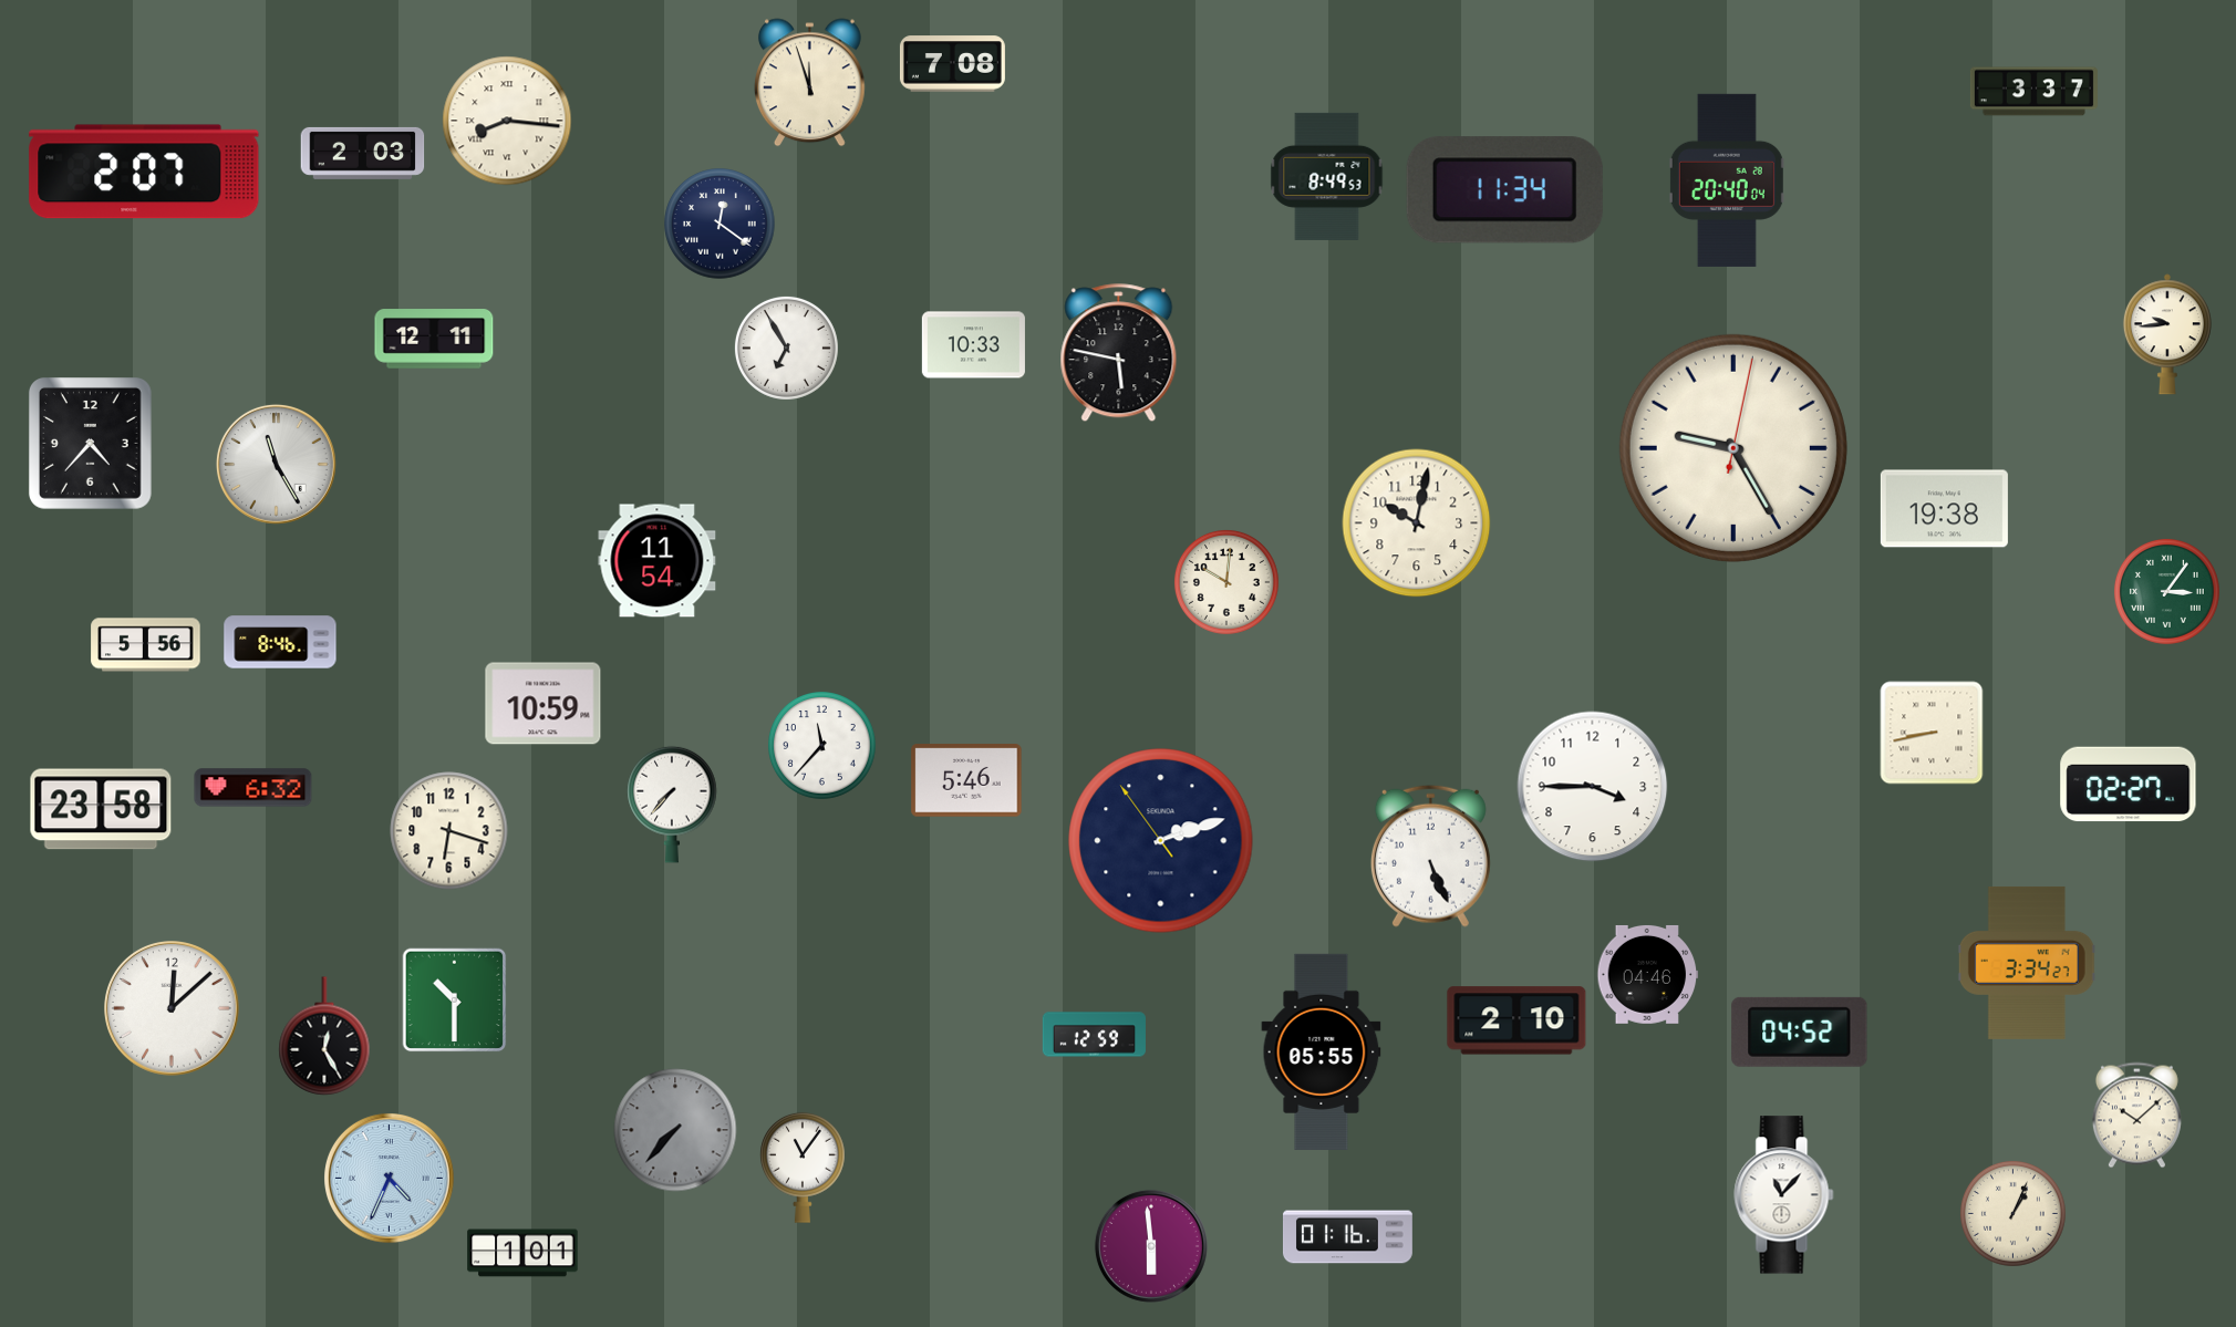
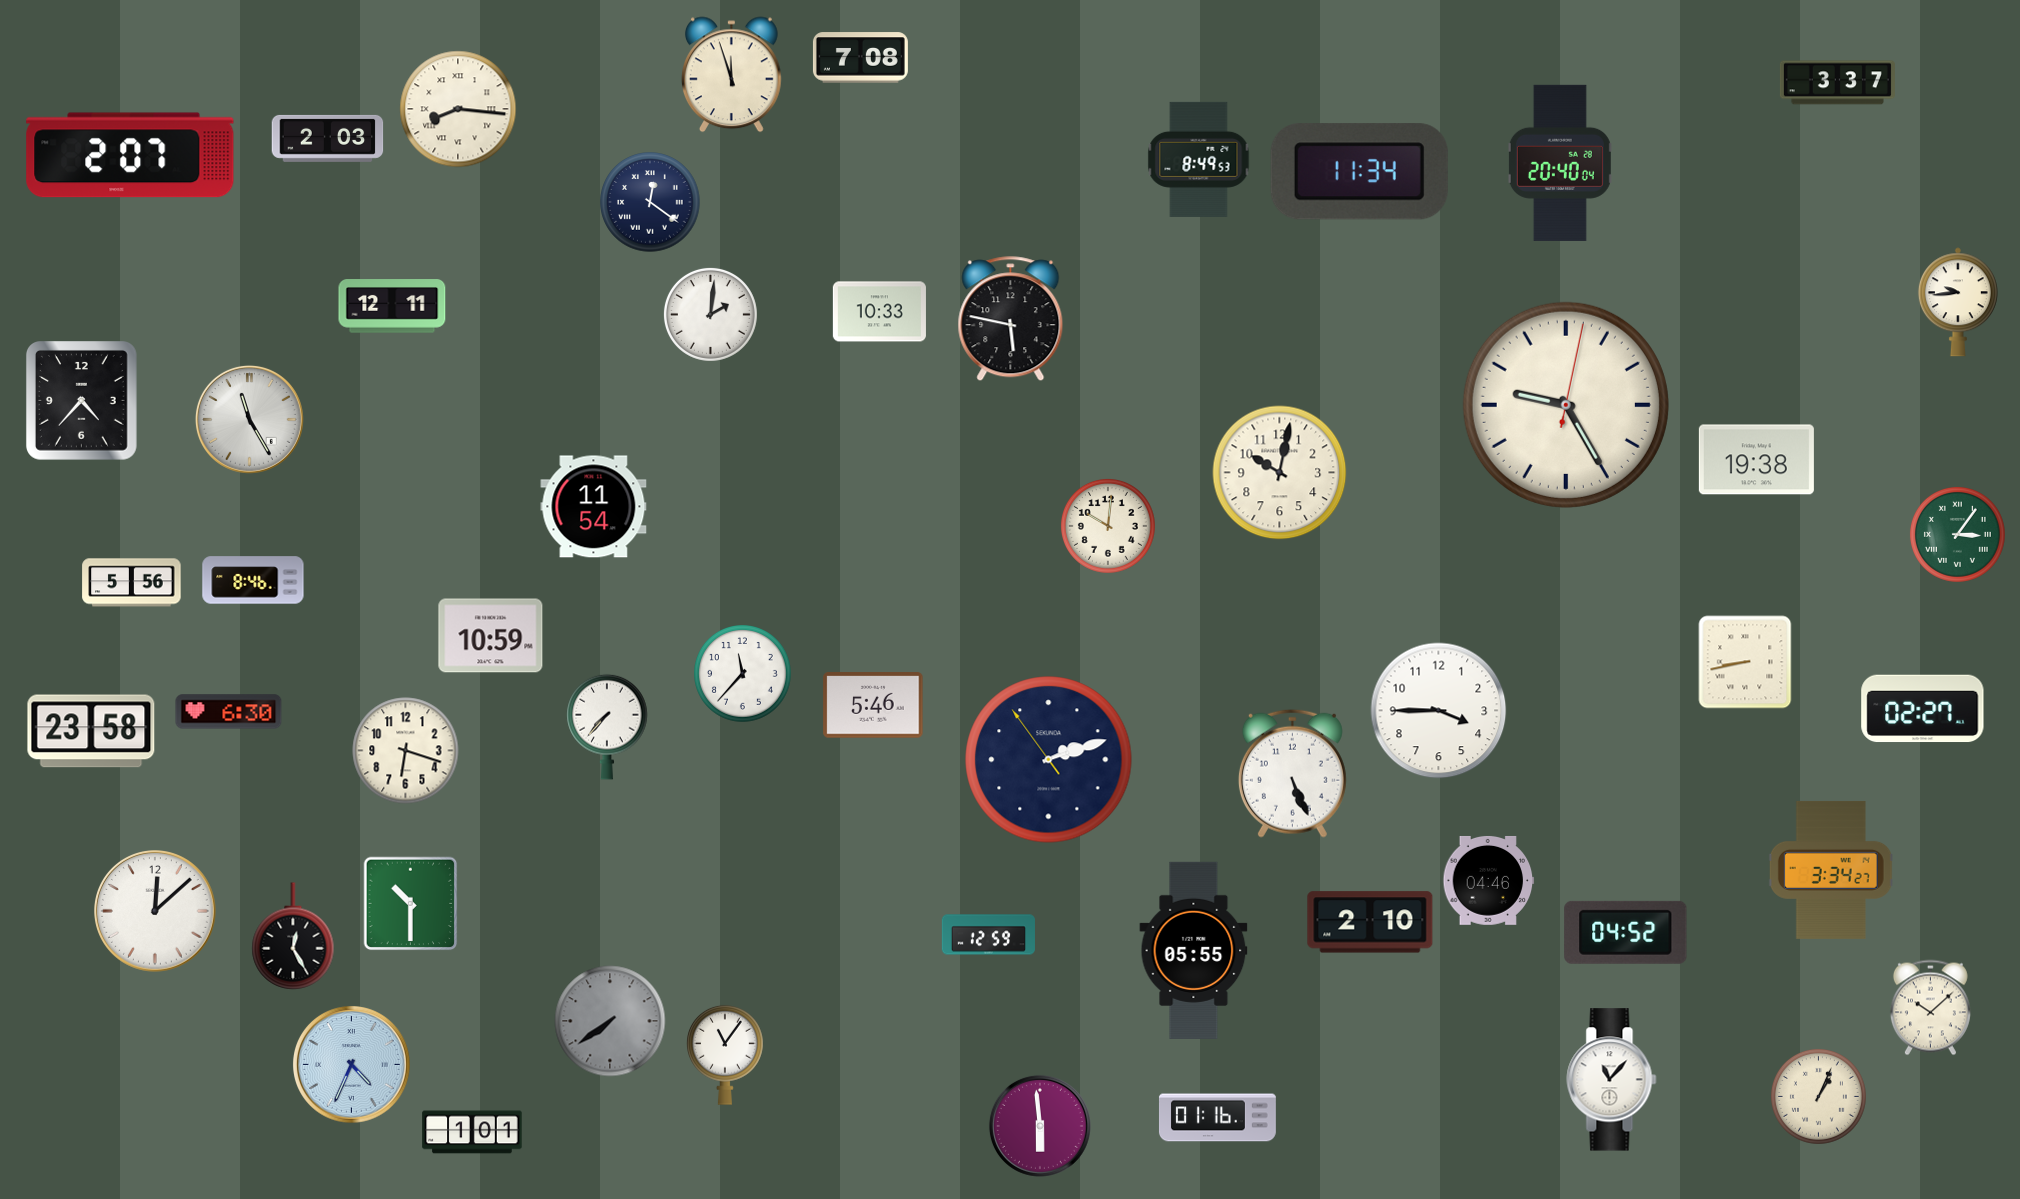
clock at (786, 348): 6:55 -> 2:01
clock at (253, 788): 6:32 -> 6:30
clock at (675, 1130): 7:37 -> 7:39
